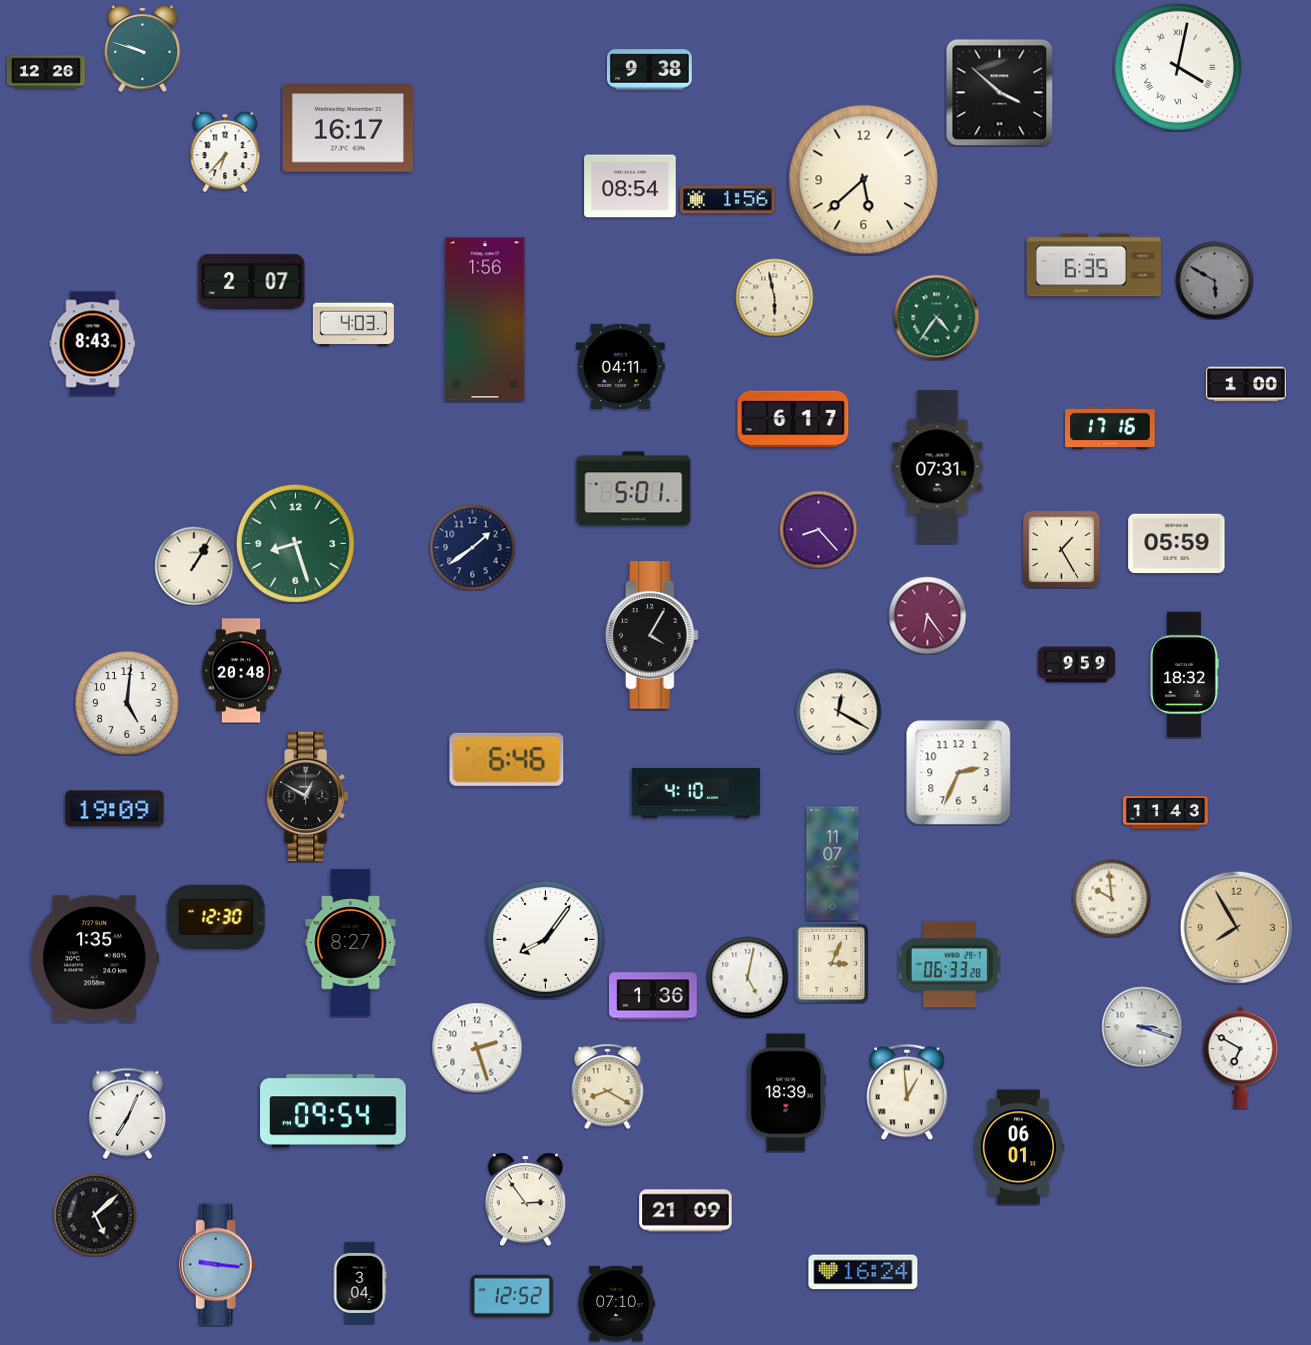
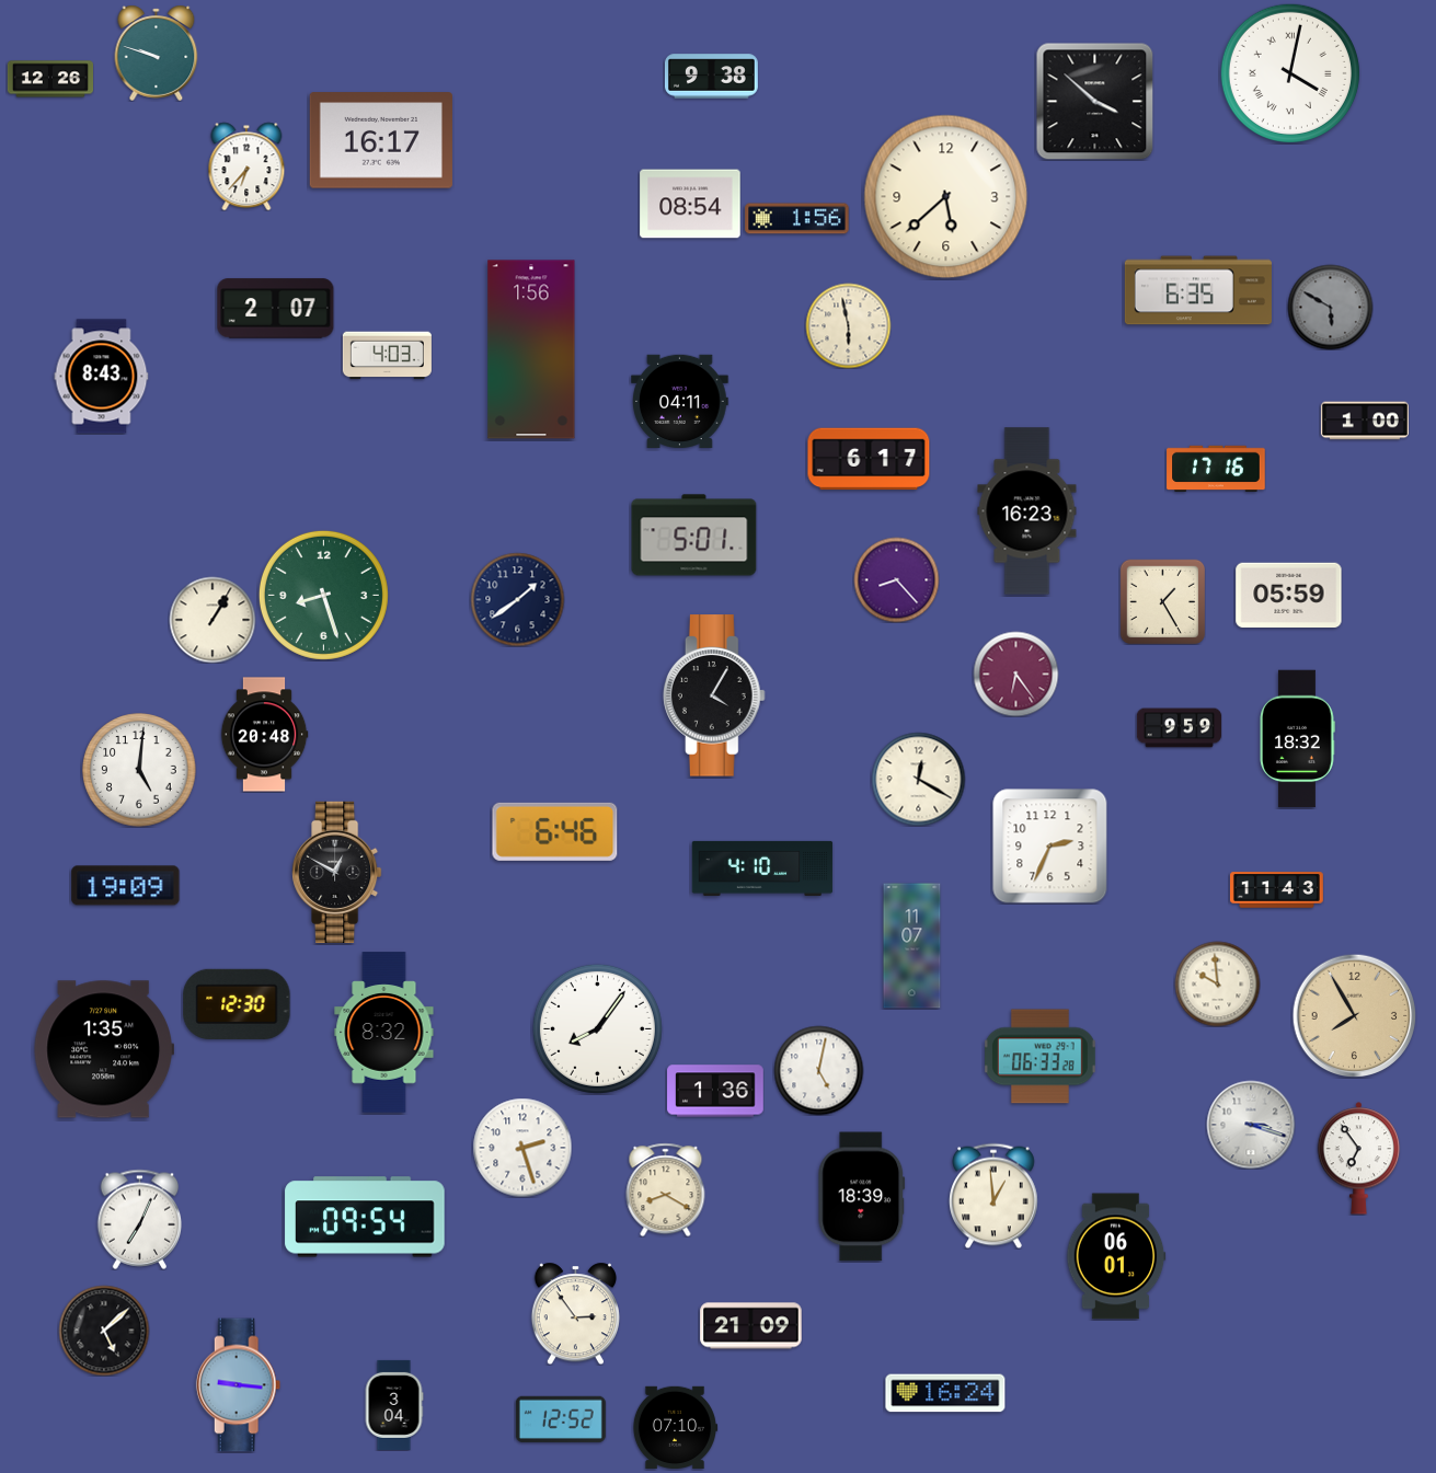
clock at (936, 317): 4:36 -> none
clock at (938, 467): 07:31 -> 16:23
clock at (351, 943): 8:27 -> 8:32
clock at (832, 963): 3:04 -> none
clock at (1241, 1058): 6:50 -> 6:54
